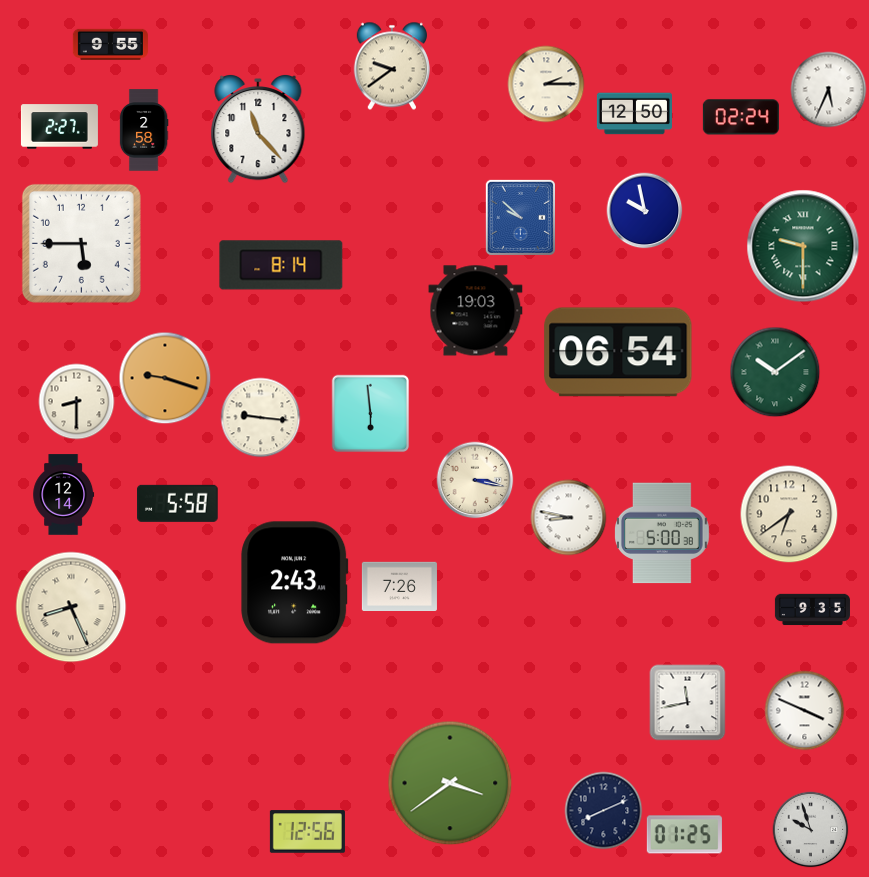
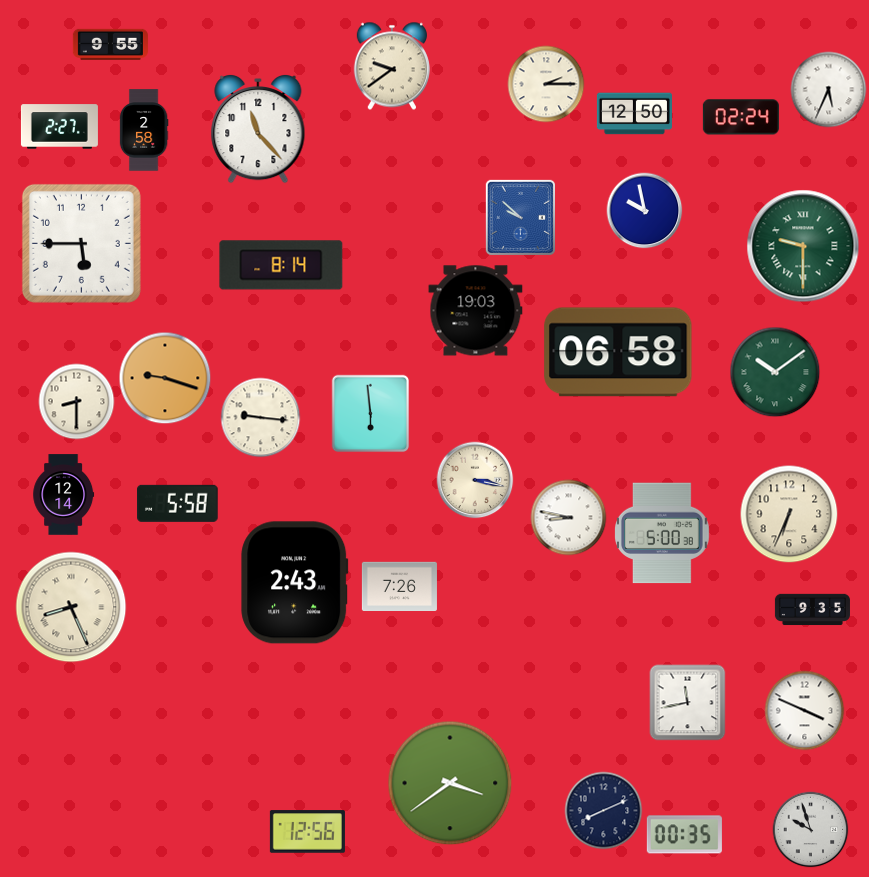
clock at (618, 352): 06:54 -> 06:58
clock at (789, 514): 6:39 -> 6:34
clock at (684, 835): 01:25 -> 00:35
